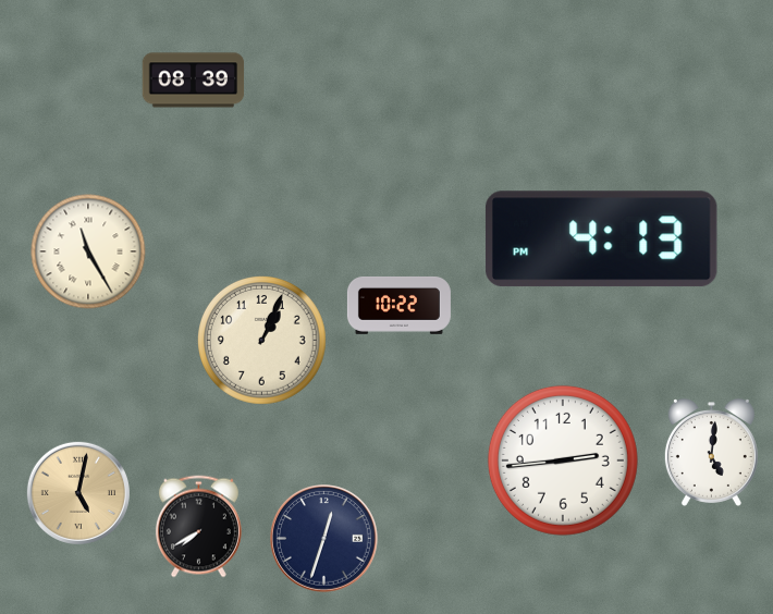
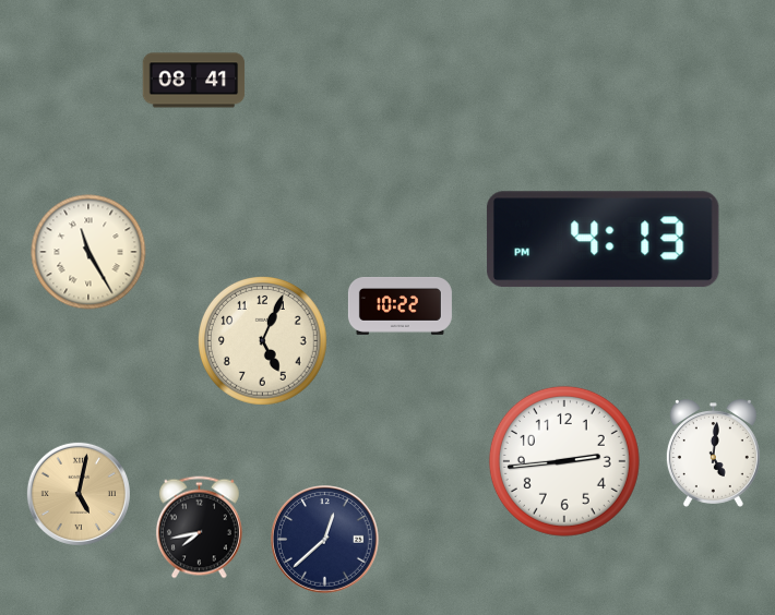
clock at (194, 81): 08:39 -> 08:41
clock at (262, 341): 1:04 -> 5:04
clock at (198, 527): 7:40 -> 7:43
clock at (324, 539): 12:33 -> 12:38
